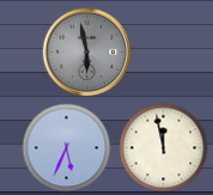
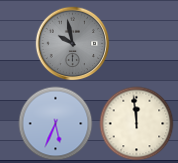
clock at (87, 53): 5:58 -> 9:58
clock at (164, 148): 11:58 -> 11:59
